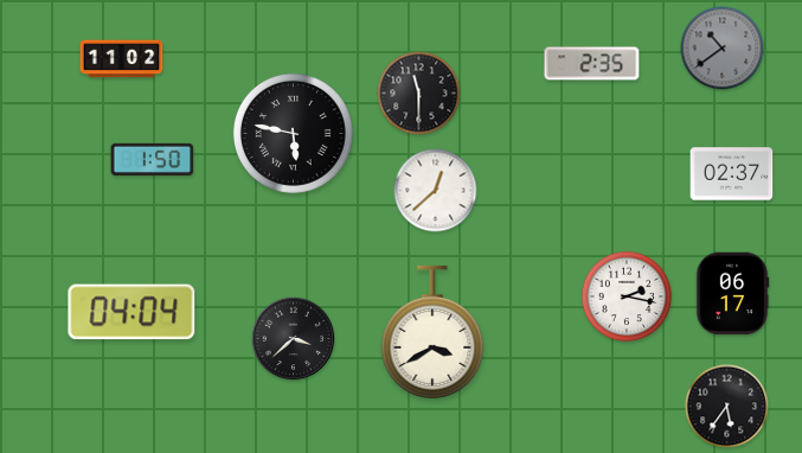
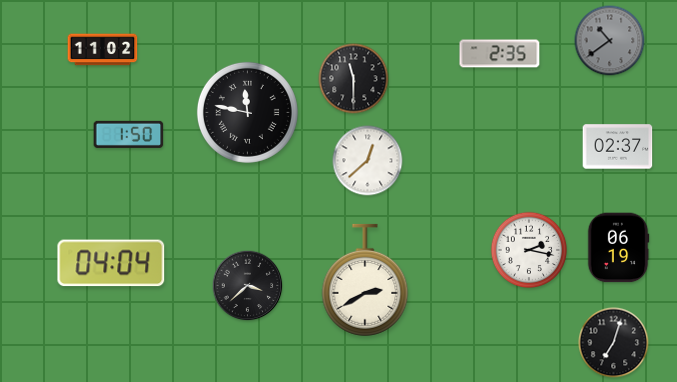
clock at (293, 133): 5:47 -> 11:47
clock at (732, 294): 06:17 -> 06:19
clock at (432, 332): 3:40 -> 2:40
clock at (727, 407): 5:36 -> 7:03
